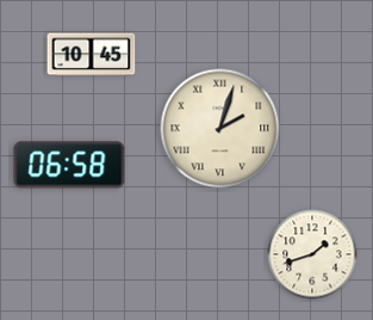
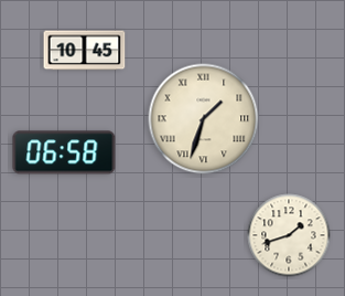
clock at (220, 129): 2:03 -> 1:33
